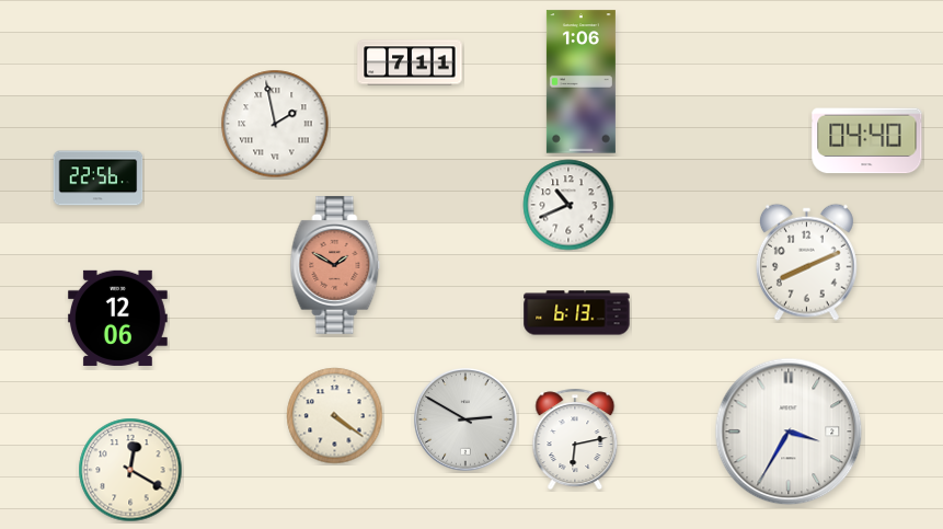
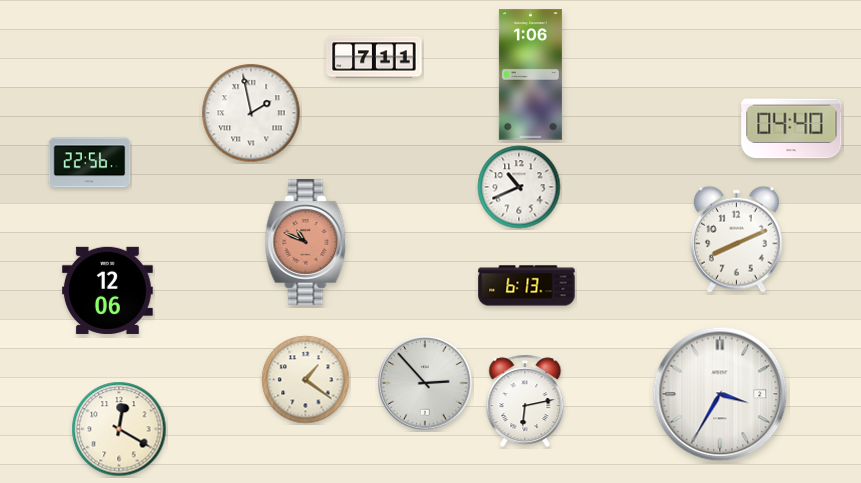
clock at (335, 265): 1:50 -> 10:49
clock at (335, 416): 4:21 -> 1:21
clock at (465, 419): 2:50 -> 2:53
